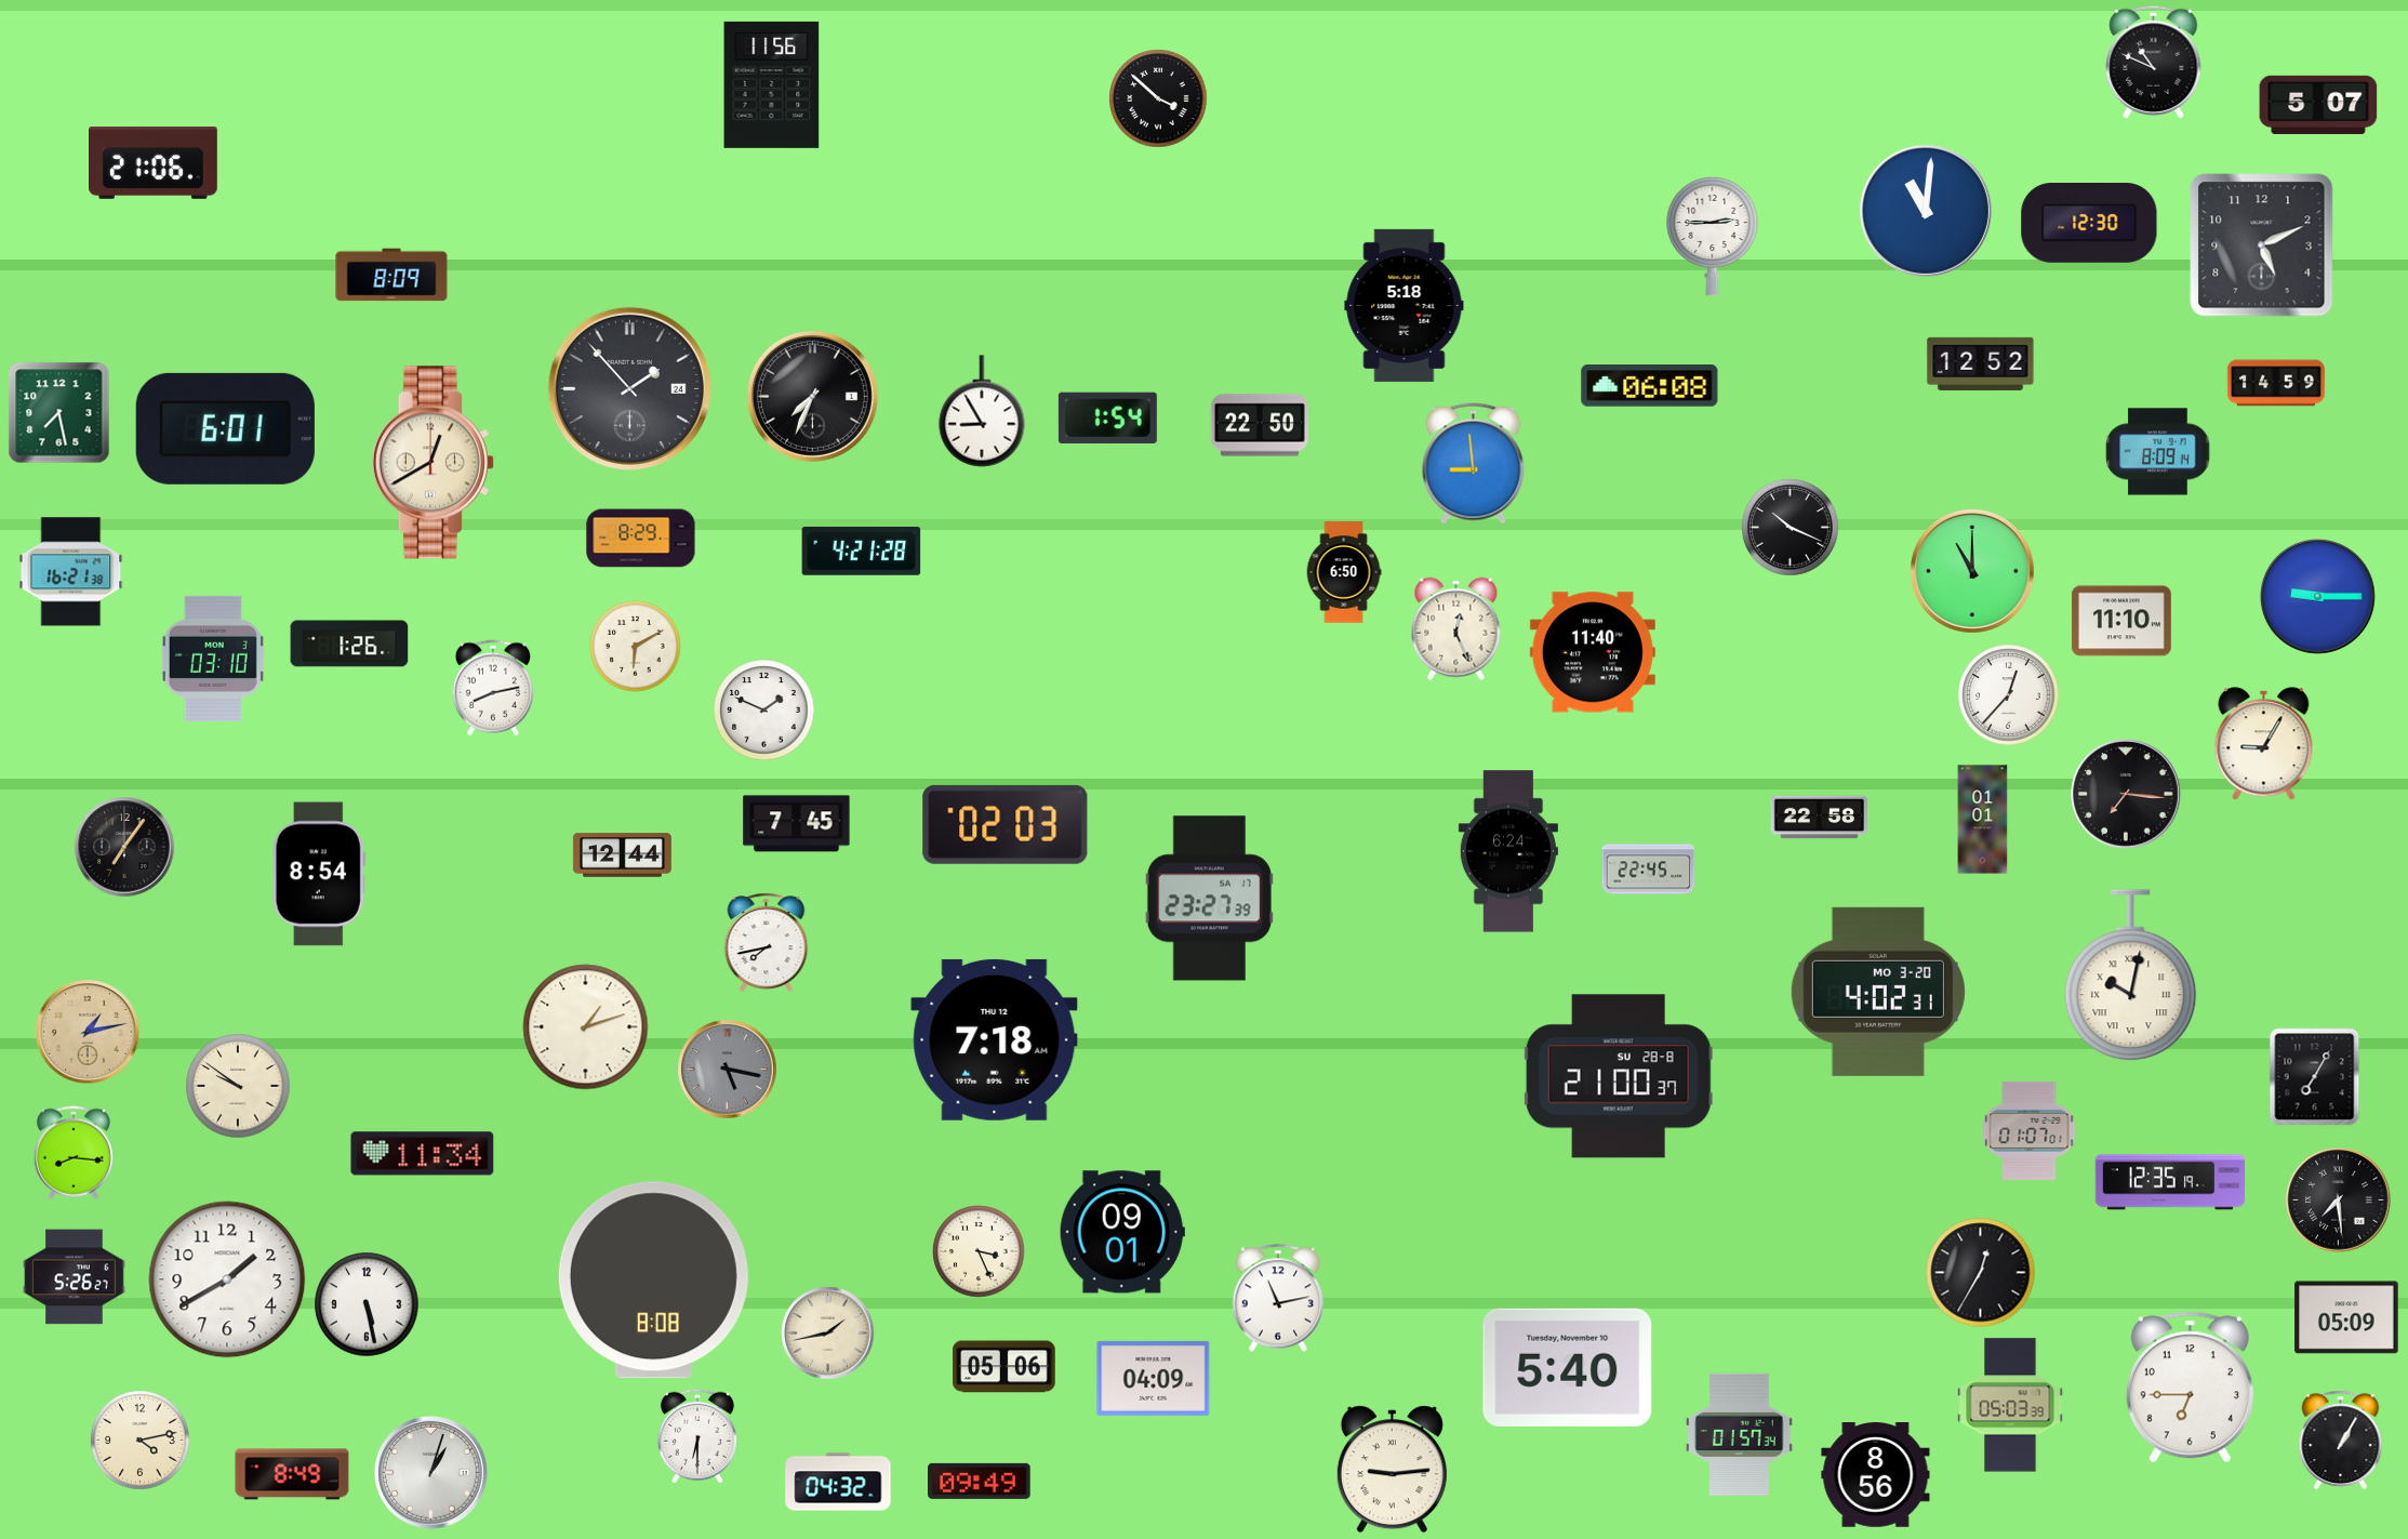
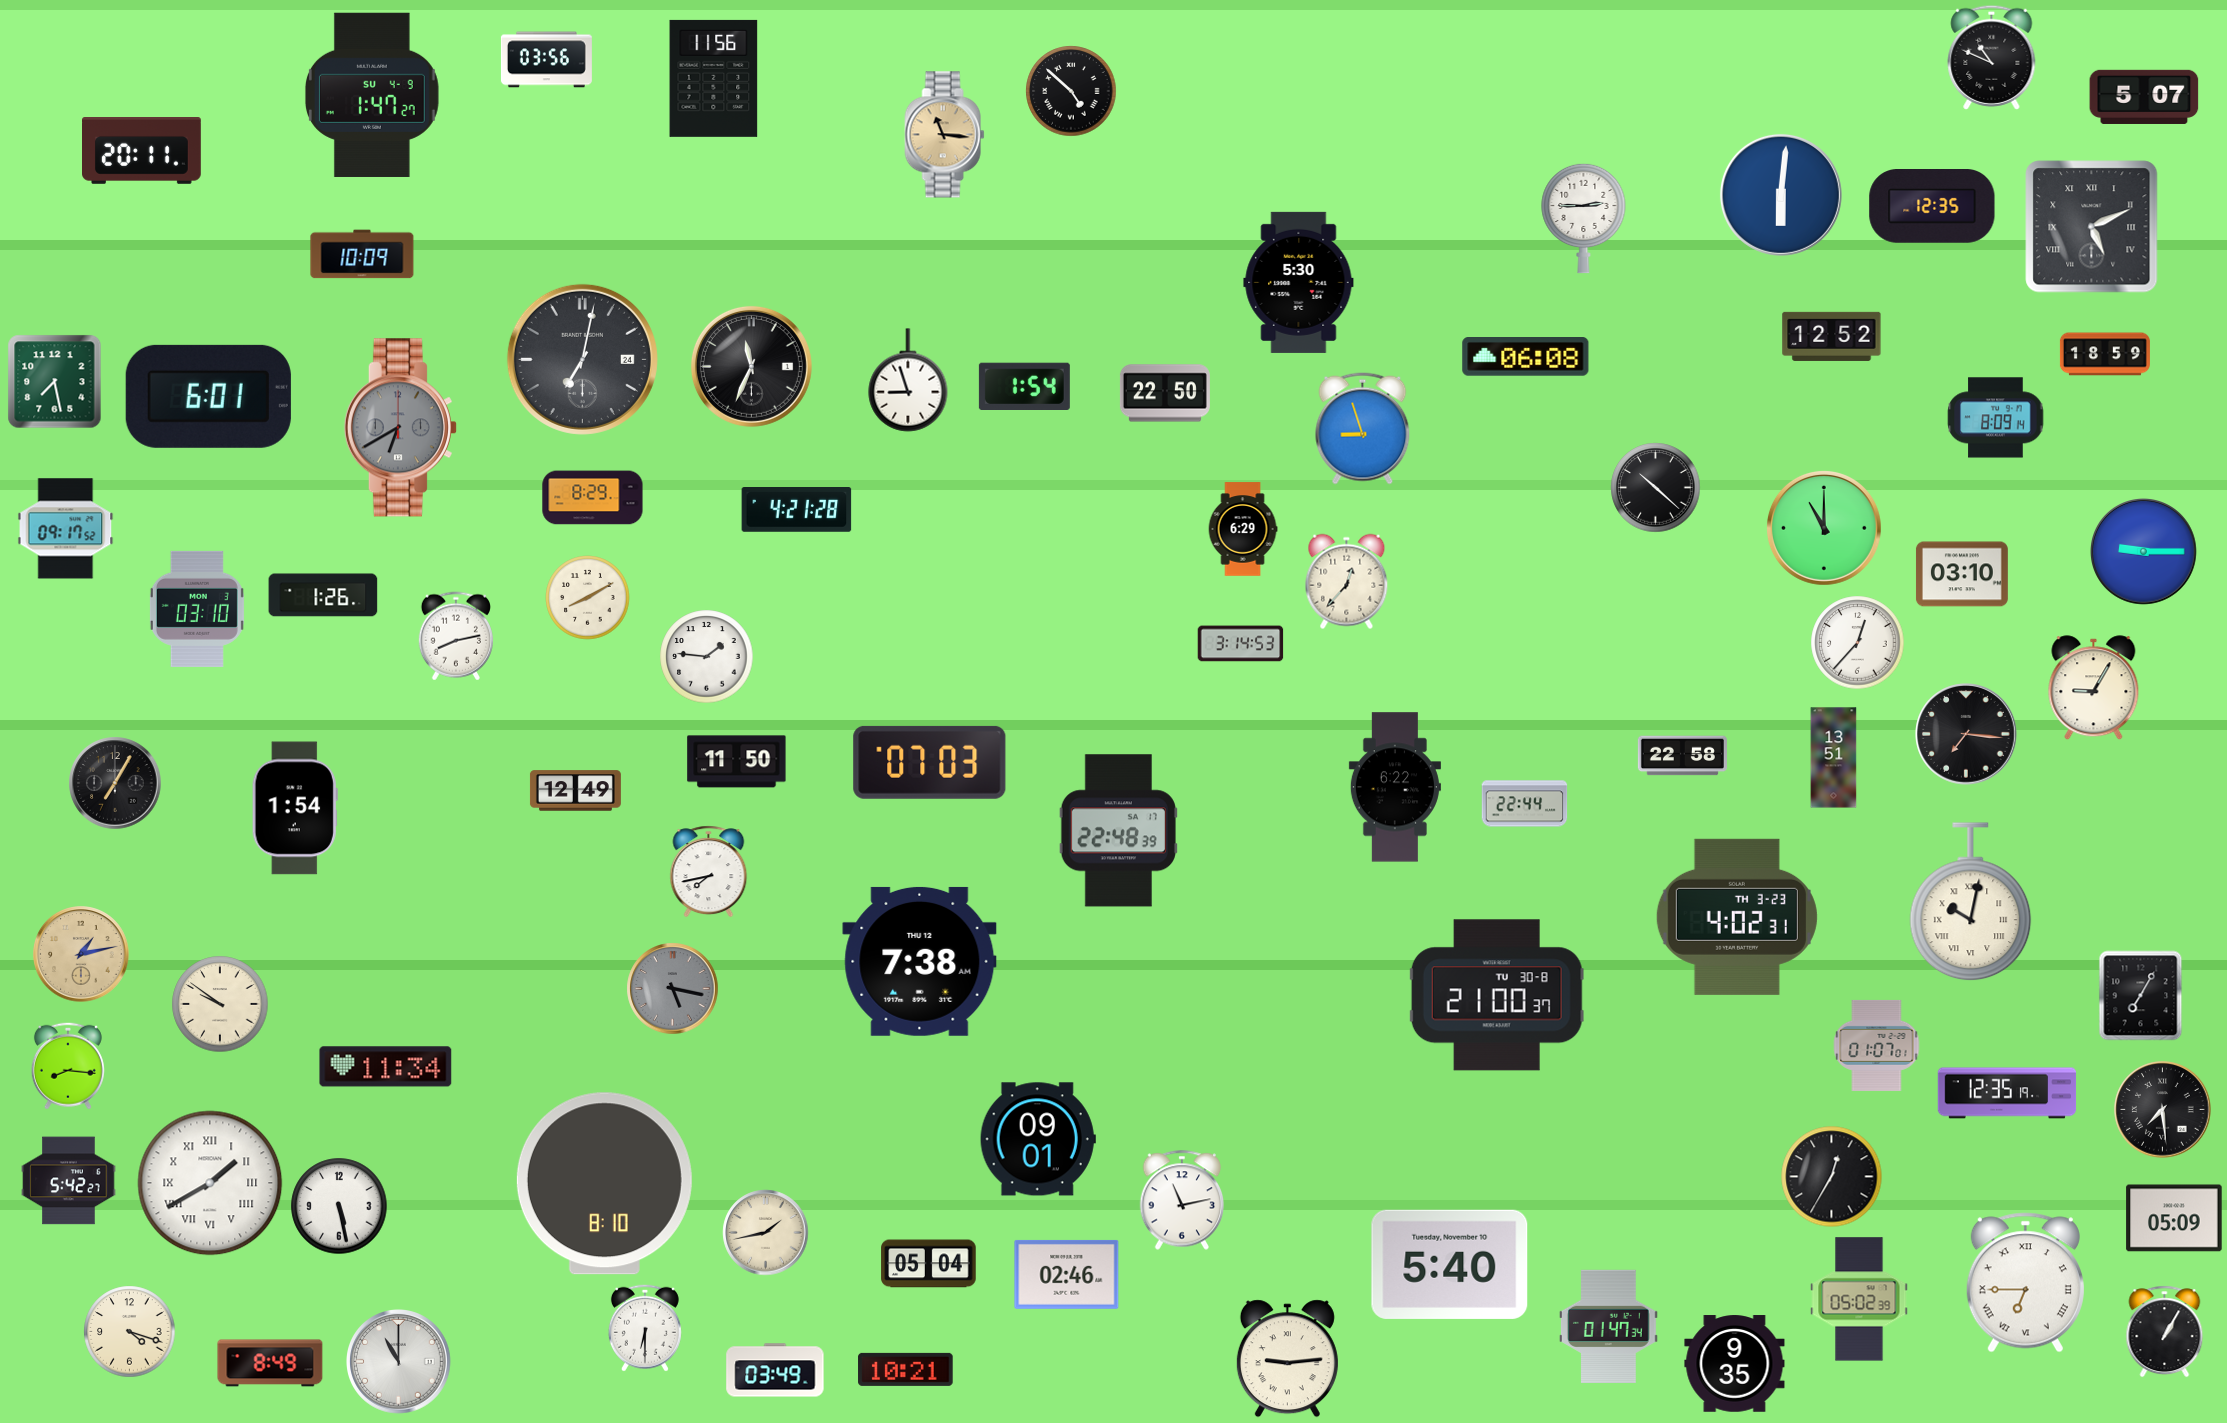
clock at (546, 60): none -> 03:56
clock at (1158, 98): 3:52 -> 4:52
clock at (372, 95): none -> 1:47
clock at (945, 135): none -> 11:16
clock at (154, 163): 21:06 -> 20:11
clock at (1926, 211): 11:01 -> 6:01
clock at (2089, 224): 12:30 -> 12:35
clock at (2262, 246) numerals: Arabic -> Roman
clock at (391, 275): 8:09 -> 10:09
clock at (1405, 305): 5:18 -> 5:30
clock at (2276, 383): 14:59 -> 18:59
clock at (629, 388): 1:53 -> 7:02
clock at (812, 396): 7:34 -> 11:34
clock at (982, 411): 8:55 -> 8:57
clock at (433, 463): 12:40 -> 6:40
clock at (433, 463) dial: cream -> grey
clock at (1474, 464): 8:59 -> 8:57
clock at (1791, 528): 10:19 -> 10:22
clock at (71, 572): 16:21 -> 09:17
clock at (1344, 572): 6:50 -> 6:29
clock at (2121, 621): 11:10 -> 03:10
clock at (1456, 629): 12:26 -> 12:37
clock at (636, 647): 6:10 -> 8:10
clock at (1593, 652): 11:40 -> none
clock at (1241, 644): none -> 3:14
clock at (764, 711): 1:49 -> 1:46
clock at (1983, 820): 01:01 -> 13:51
clock at (797, 824): 7:45 -> 11:50
clock at (1006, 824): 02:03 -> 07:03
clock at (124, 847): 7:06 -> 7:05
clock at (1508, 851): 6:24 -> 6:22
clock at (622, 855): 12:44 -> 12:49
clock at (1649, 870): 22:45 -> 22:44
clock at (319, 874): 8:54 -> 1:54
clock at (1209, 899): 23:27 -> 22:48
clock at (1878, 992) date: MO 3-20 -> TH 3-23
clock at (586, 1027): 1:12 -> none
clock at (995, 1039): 7:18 -> 7:38
clock at (1619, 1076) date: SU 28-8 -> TU 30-8
clock at (423, 1154) position: (423, 1154) -> (386, 1067)
clock at (979, 1251): 3:26 -> none
clock at (75, 1277): 5:26 -> 5:42
clock at (227, 1279) numerals: Arabic -> Roman
clock at (653, 1281): 8:08 -> 8:10
clock at (2346, 1317) position: (2346, 1317) -> (2174, 1218)
clock at (1005, 1367): 05:06 -> 05:04
clock at (1154, 1378): 04:09 -> 02:46
clock at (2190, 1388) numerals: Arabic -> Roman
clock at (2010, 1405): 05:03 -> 05:02
clock at (1740, 1434): 01:57 -> 01:47
clock at (141, 1441): 4:13 -> 4:18
clock at (431, 1473): 1:03 -> 11:00
clock at (1876, 1475): 8:56 -> 9:35
clock at (980, 1481): 09:49 -> 10:21
clock at (838, 1482): 04:32 -> 03:49
